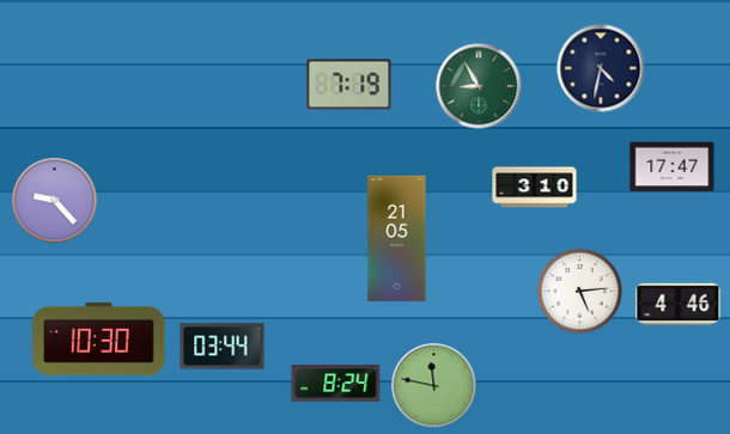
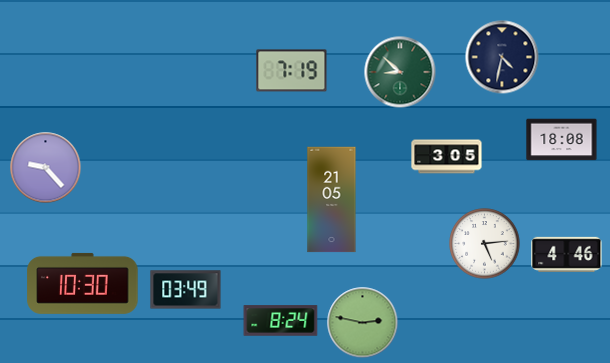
clock at (479, 86): 8:55 -> 8:52
clock at (673, 167): 17:47 -> 18:08
clock at (535, 188): 3:10 -> 3:05
clock at (223, 347): 03:44 -> 03:49
clock at (434, 386): 11:47 -> 2:47
